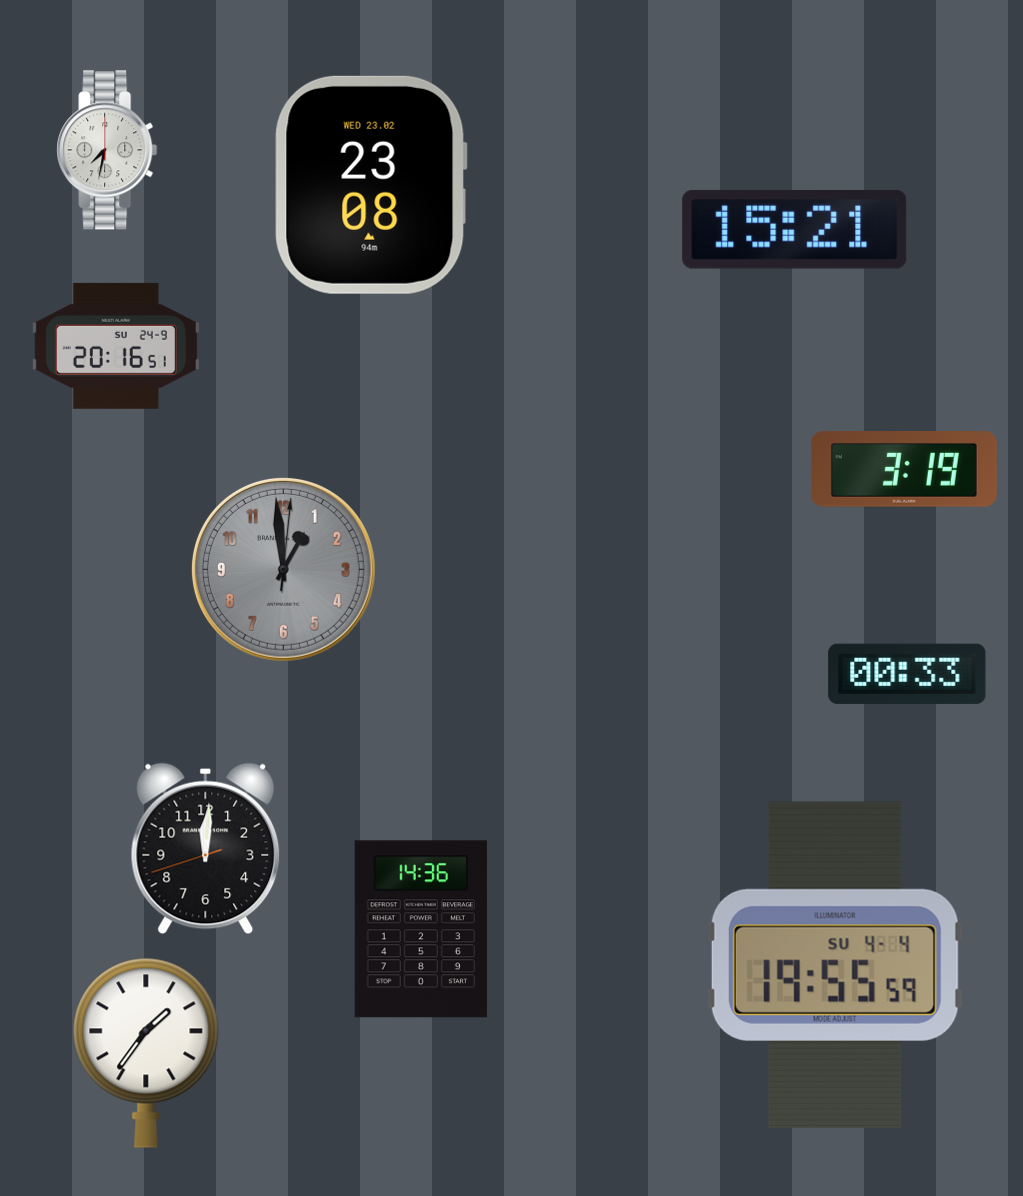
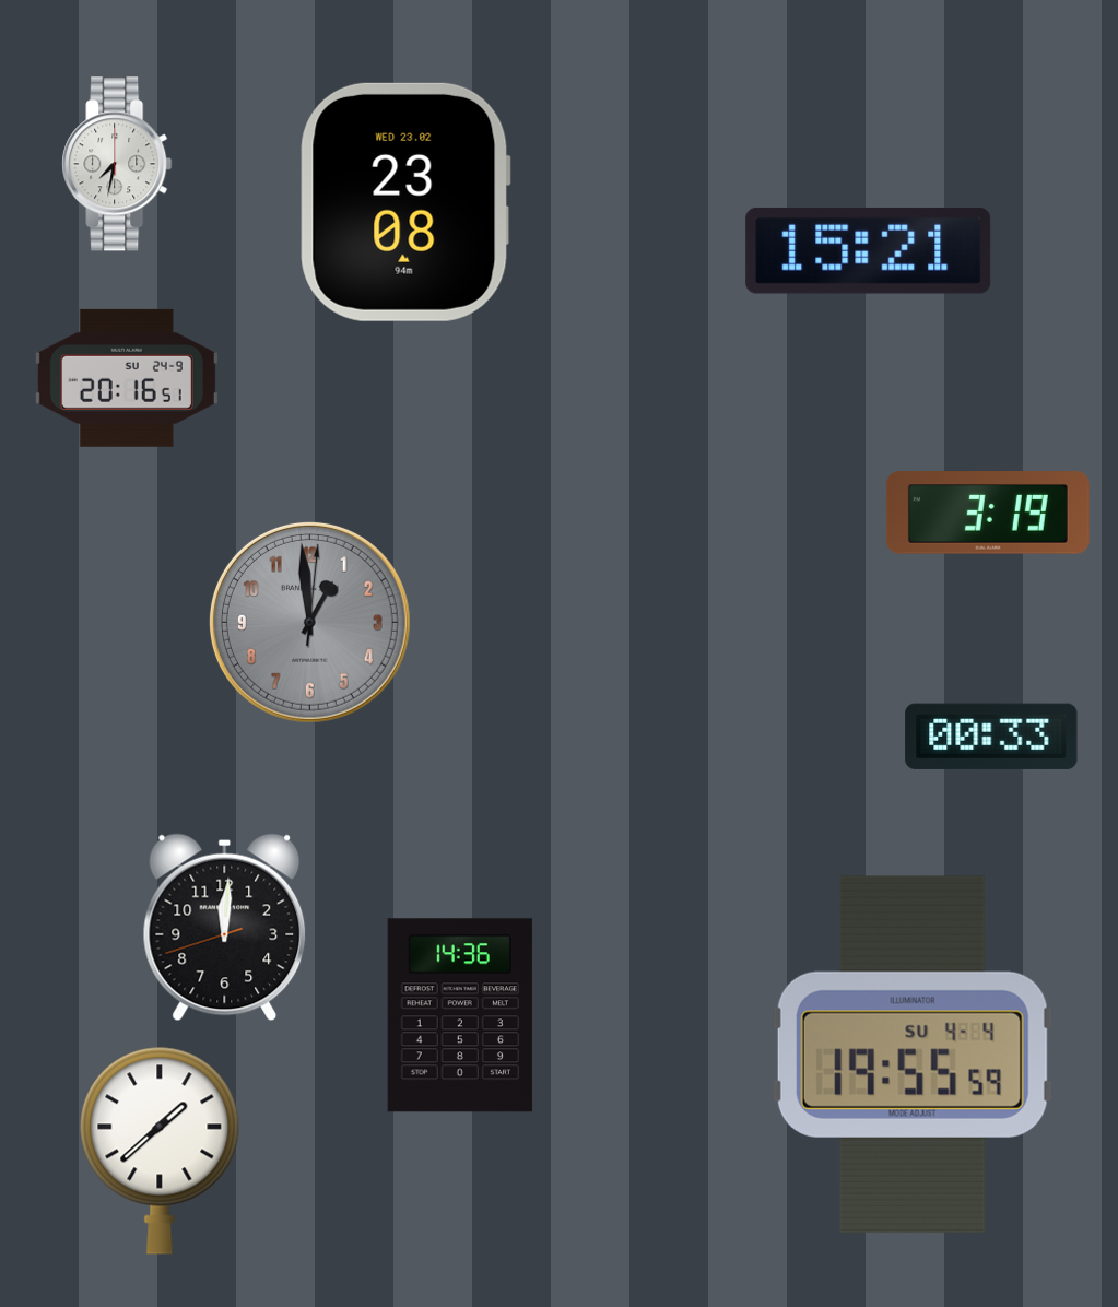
clock at (146, 1053): 1:36 -> 1:38
